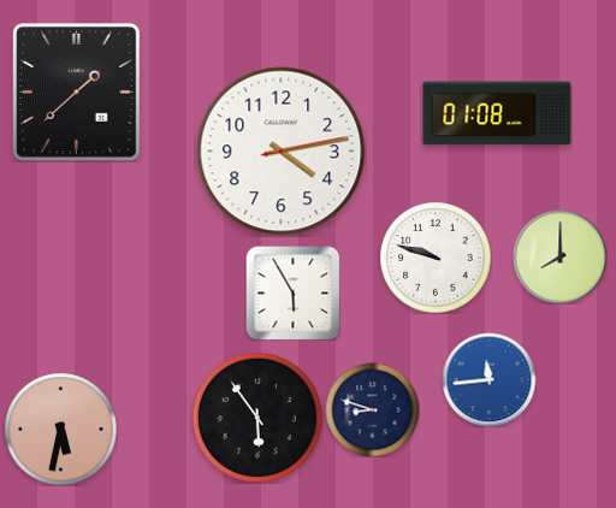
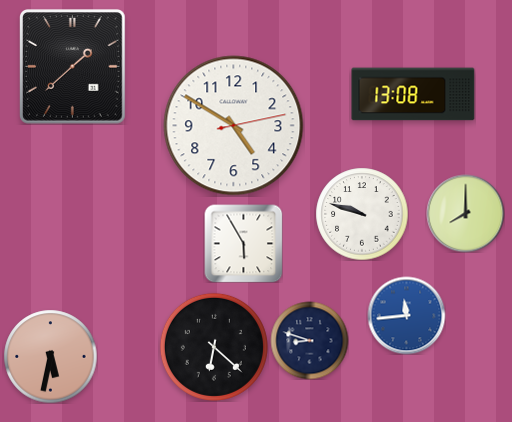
clock at (77, 93) position: (77, 93) -> (73, 67)
clock at (497, 113): 01:08 -> 13:08
clock at (282, 152): 4:13 -> 4:50
clock at (257, 418): 5:54 -> 6:22
